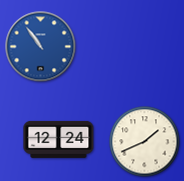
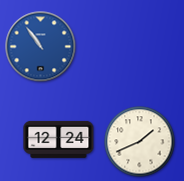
clock at (145, 142) position: (145, 142) -> (140, 142)
